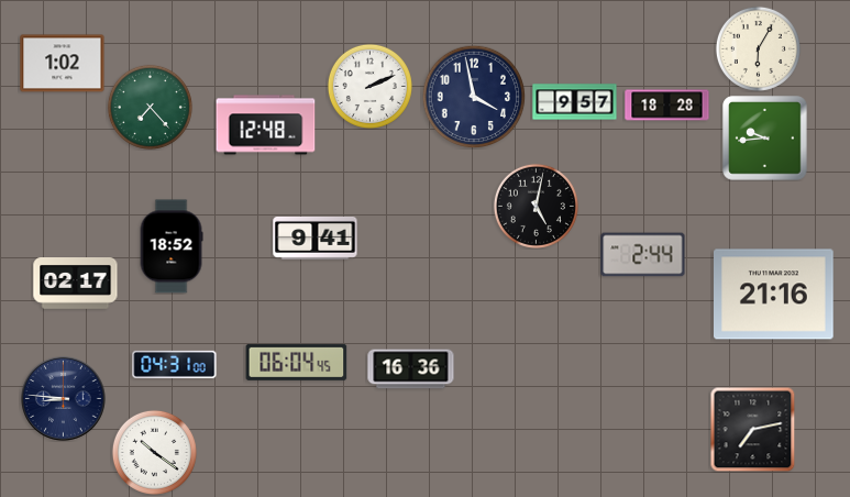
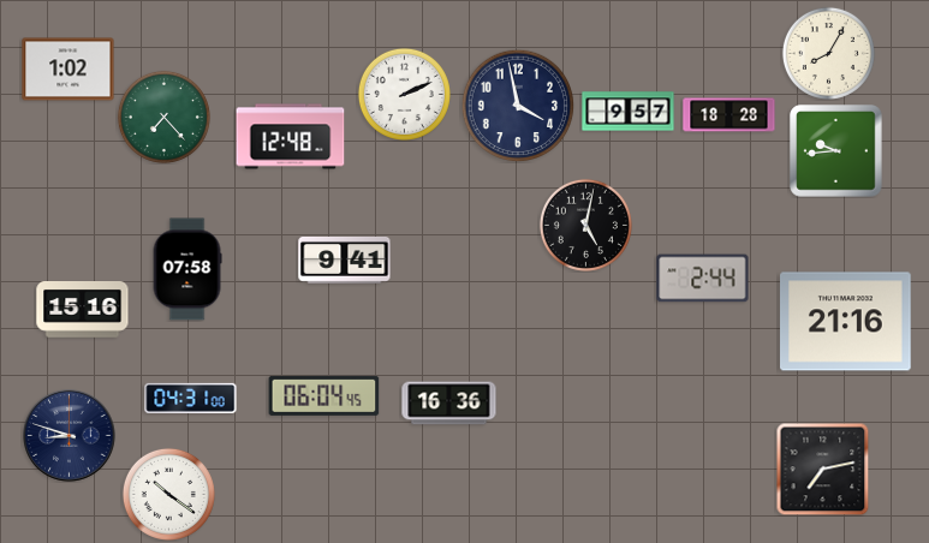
clock at (758, 48): 6:05 -> 8:05
clock at (172, 246): 18:52 -> 07:58
clock at (76, 284): 02:17 -> 15:16
clock at (64, 399): 8:46 -> 8:48
